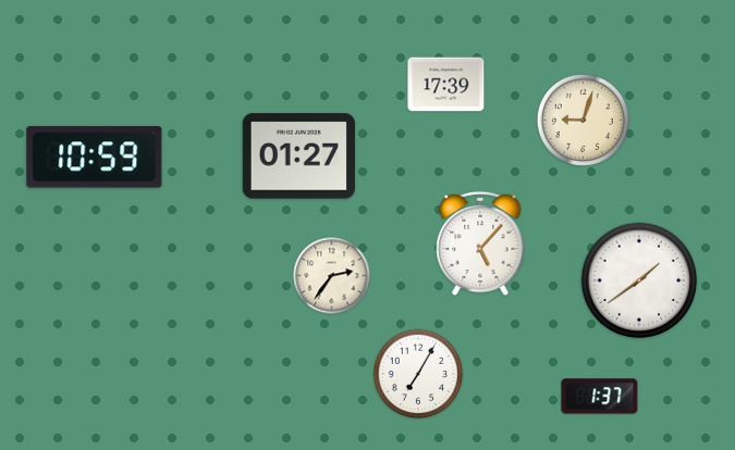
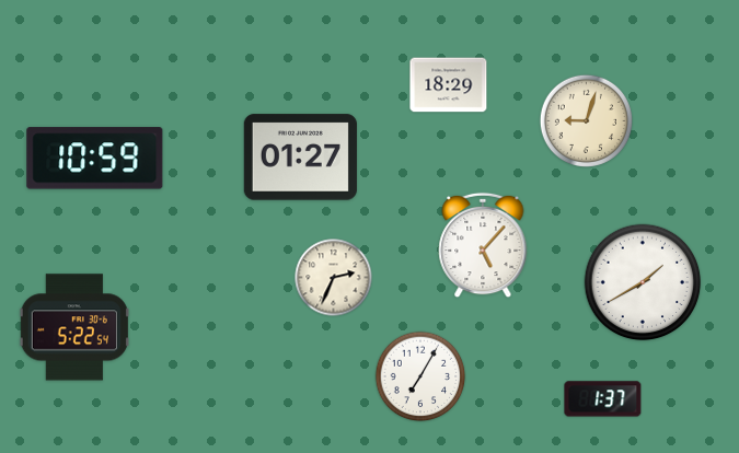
clock at (446, 85): 17:39 -> 18:29
clock at (332, 276): 2:36 -> 2:34
clock at (639, 280): 1:39 -> 1:40
clock at (74, 327): none -> 5:22
